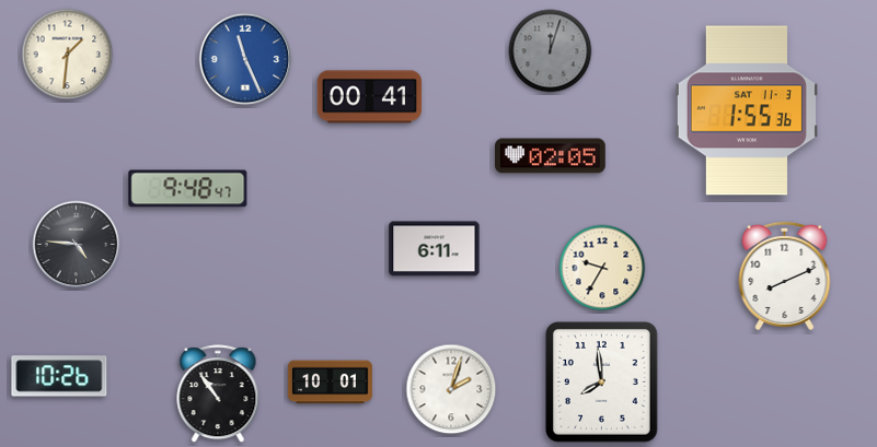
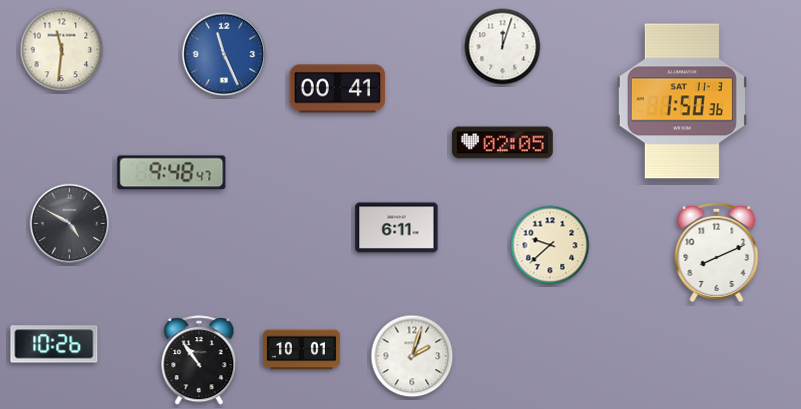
clock at (551, 51) dial: grey -> white
clock at (68, 55): 1:31 -> 11:31
clock at (747, 110): 1:55 -> 1:50
clock at (77, 245): 4:46 -> 4:50
clock at (602, 268): 9:35 -> 9:38
clock at (602, 383): 7:59 -> none
